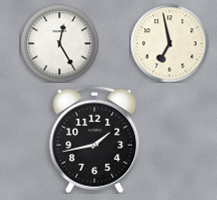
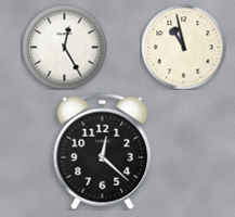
clock at (169, 43): 6:58 -> 10:58
clock at (95, 139): 1:43 -> 12:22
